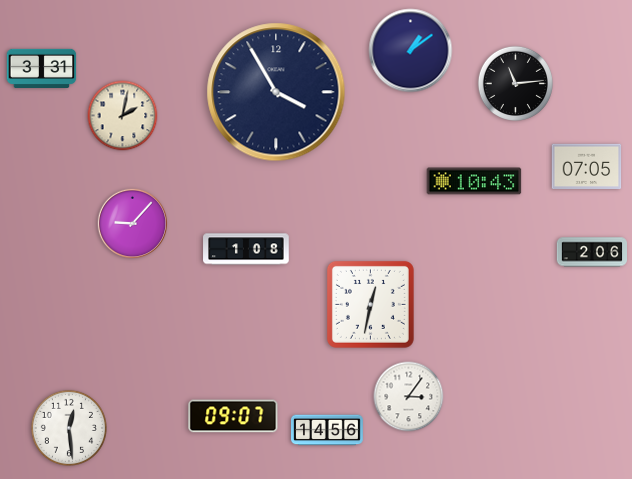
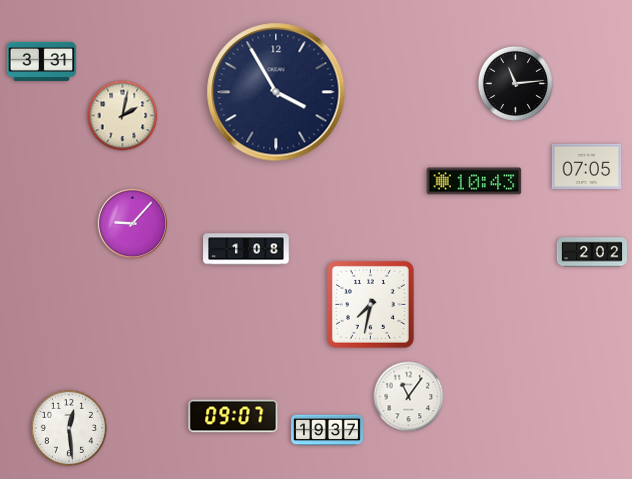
clock at (411, 51): 1:09 -> none
clock at (42, 68) position: (42, 68) -> (42, 61)
clock at (591, 252): 2:06 -> 2:02
clock at (370, 304): 12:32 -> 7:32
clock at (409, 397): 3:06 -> 11:06
clock at (328, 430): 14:56 -> 19:37
